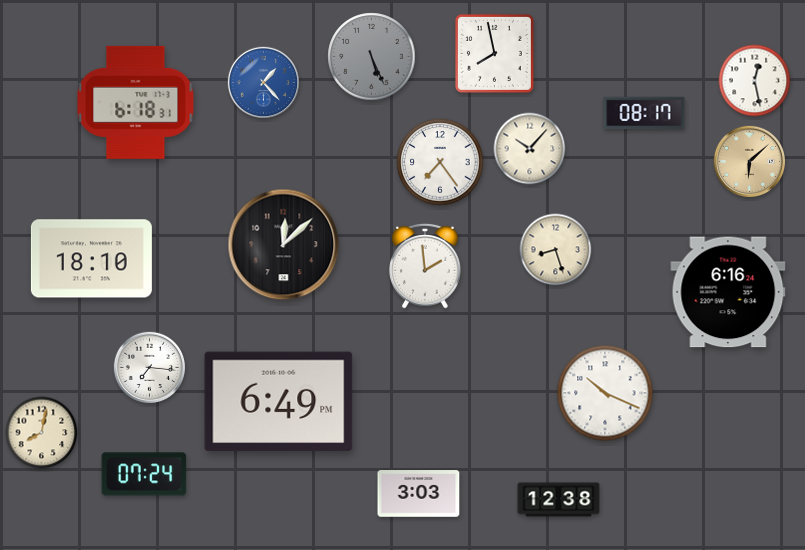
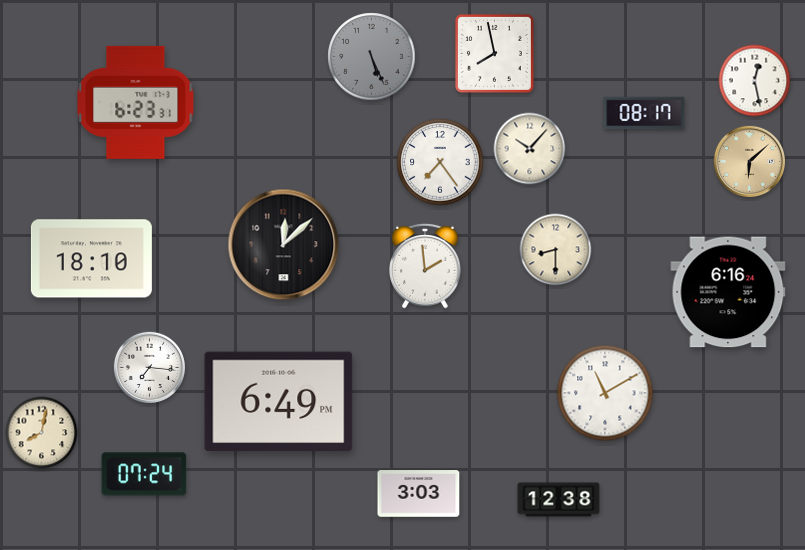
clock at (263, 82): 1:23 -> none
clock at (136, 102): 6:18 -> 6:23
clock at (556, 250): 8:27 -> 8:30
clock at (605, 393): 10:19 -> 11:10
